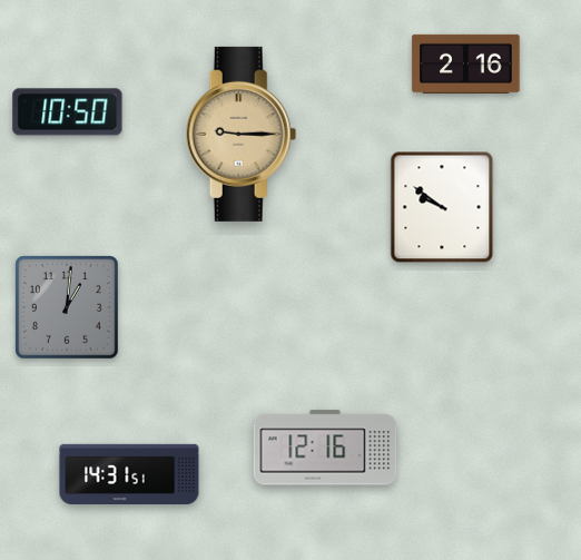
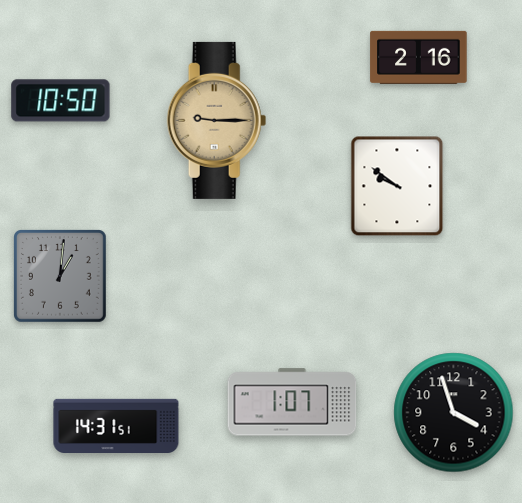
clock at (325, 448): 12:16 -> 1:07
clock at (454, 413): none -> 3:57
